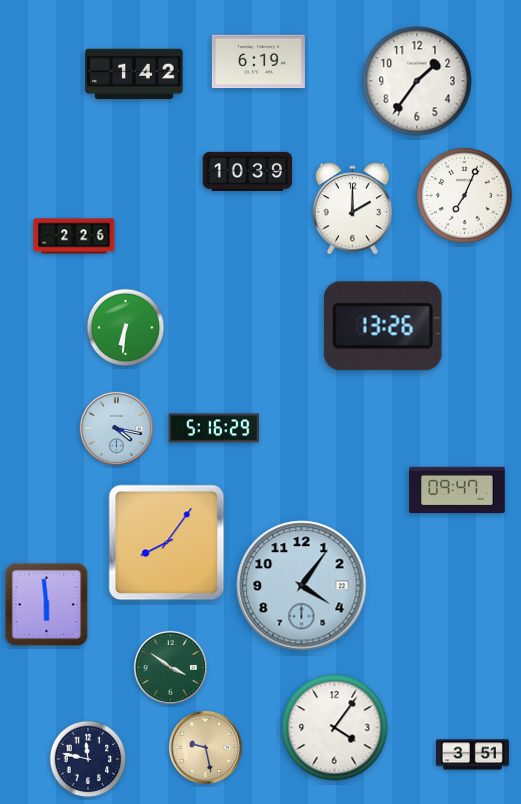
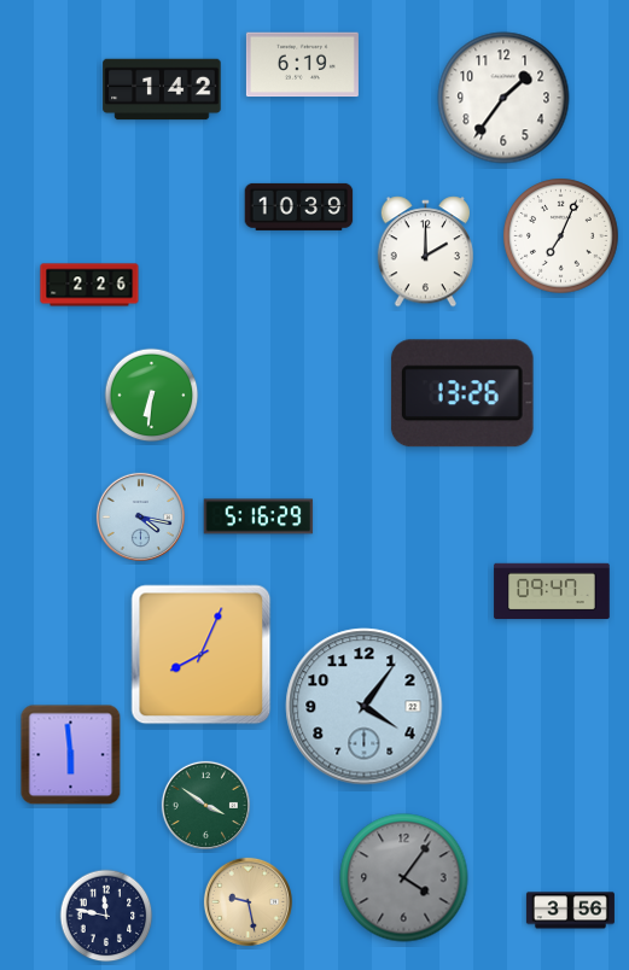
clock at (258, 62) position: (258, 62) -> (302, 65)
clock at (167, 543): 8:06 -> 8:04
clock at (47, 605) position: (47, 605) -> (71, 755)
clock at (335, 728) dial: white -> grey
clock at (472, 755): 3:51 -> 3:56
